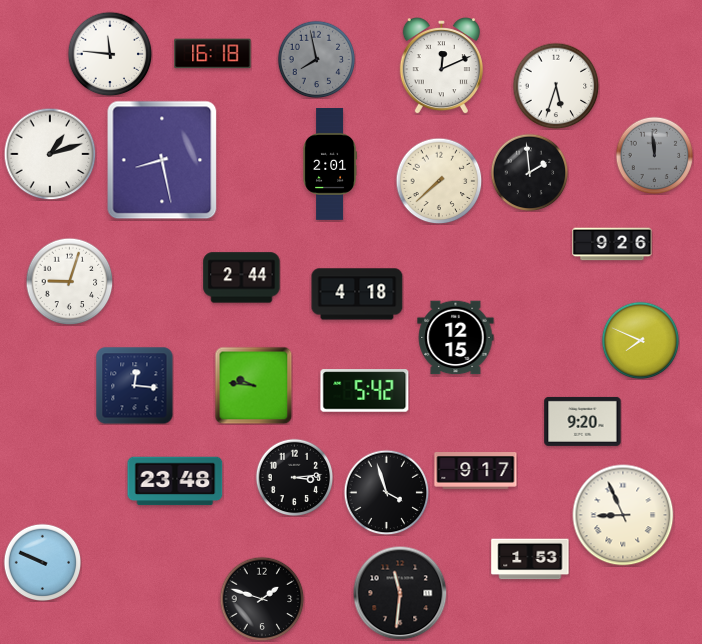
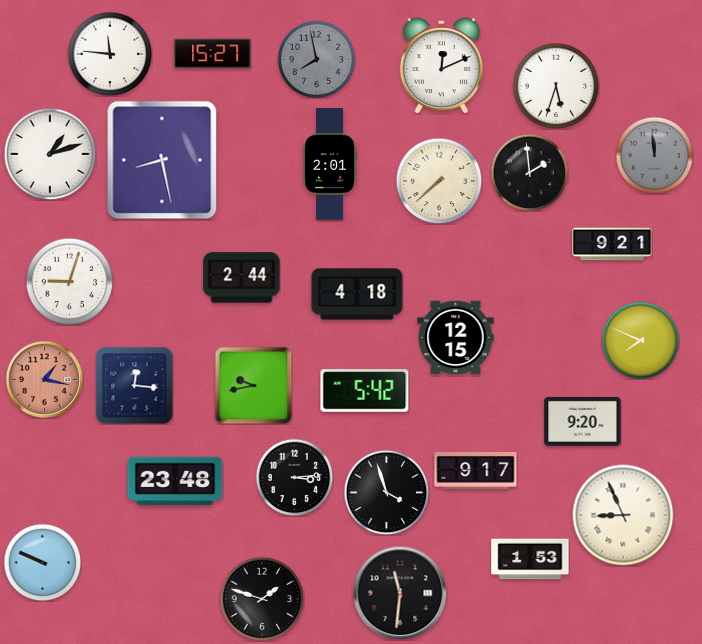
clock at (213, 54): 16:18 -> 15:27
clock at (612, 244): 9:26 -> 9:21
clock at (44, 379): none -> 1:17
clock at (253, 385): 9:46 -> 9:43
